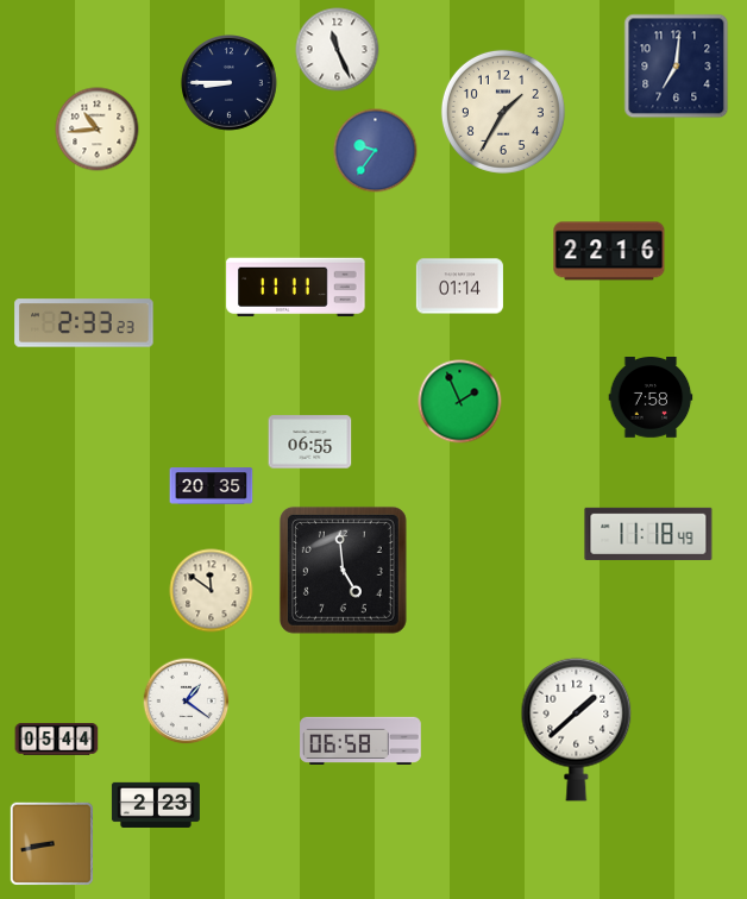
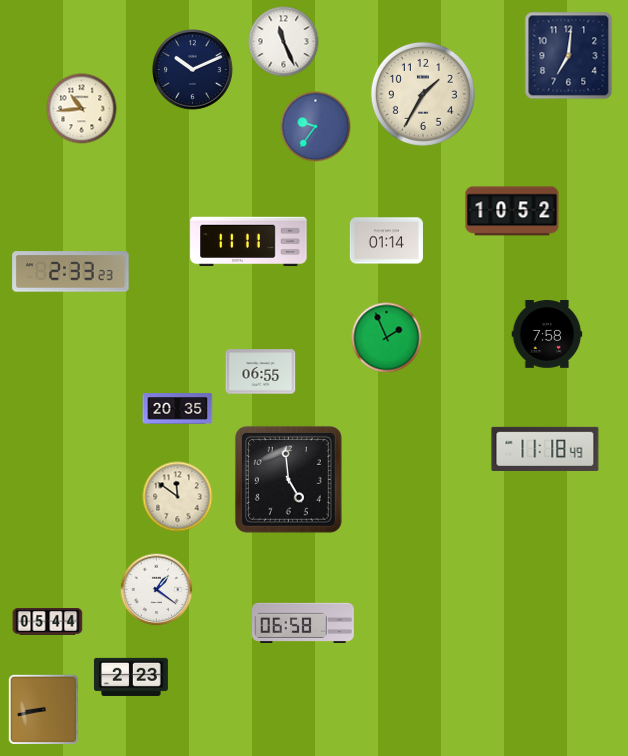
clock at (230, 83): 8:45 -> 10:11
clock at (609, 251): 22:16 -> 10:52
clock at (577, 729): 1:38 -> none
